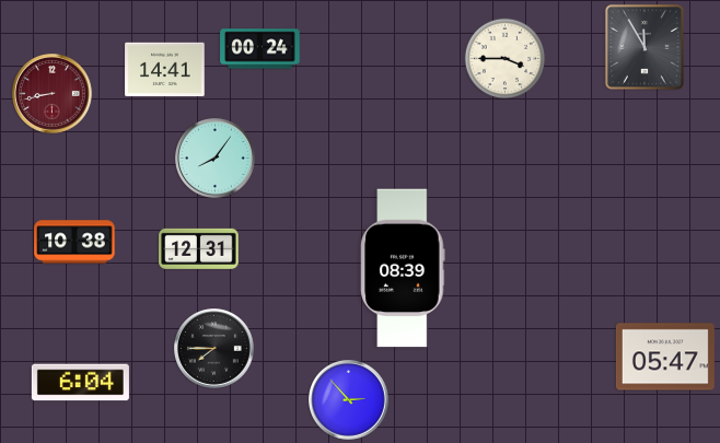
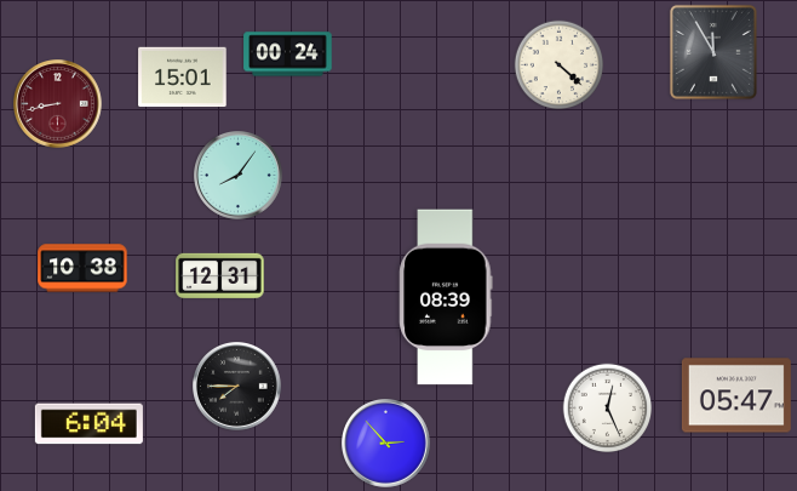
clock at (506, 59): 3:45 -> 4:22
clock at (165, 70): 14:41 -> 15:01
clock at (608, 409): none -> 12:26
